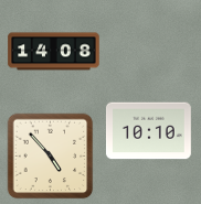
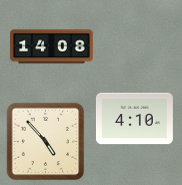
clock at (54, 52) position: (54, 52) -> (52, 47)
clock at (148, 131): 10:10 -> 4:10
